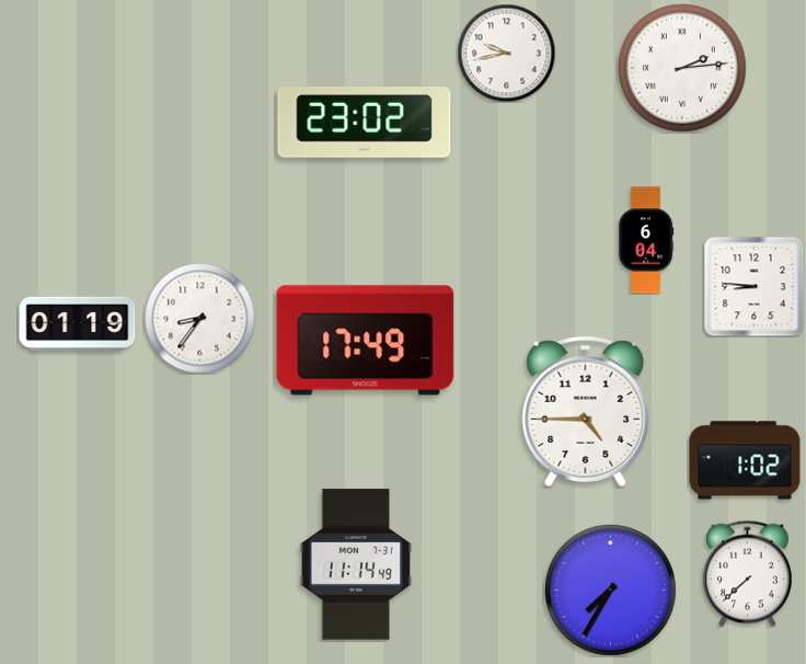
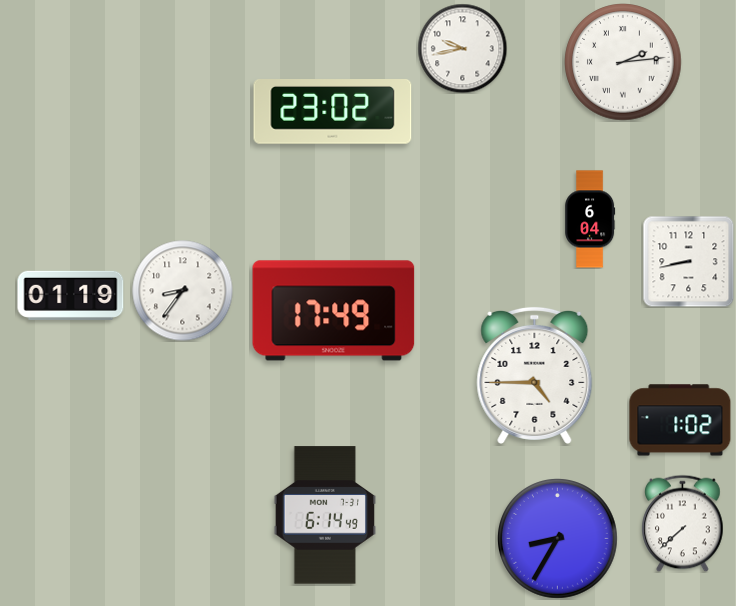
clock at (753, 286): 8:46 -> 8:43
clock at (356, 564): 11:14 -> 6:14
clock at (611, 591): 7:35 -> 8:35
